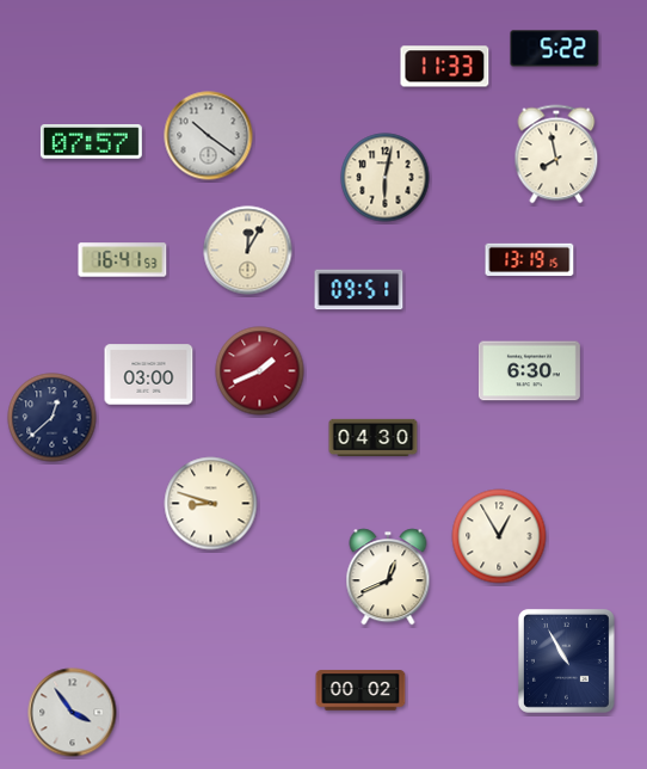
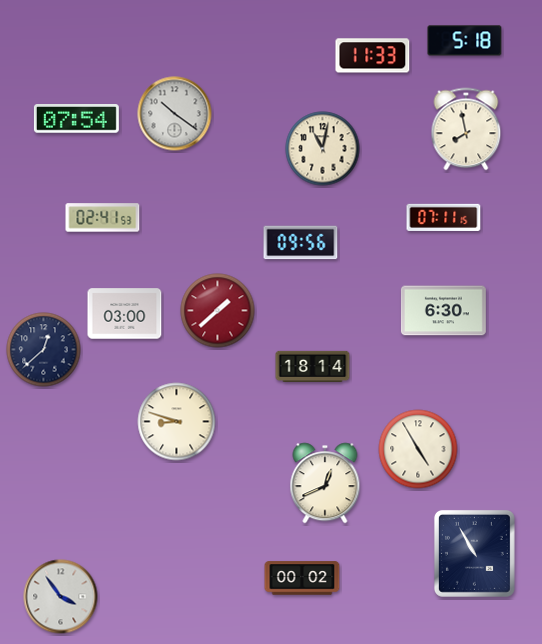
clock at (555, 49): 5:22 -> 5:18
clock at (91, 142): 07:57 -> 07:54
clock at (386, 178): 6:02 -> 11:02
clock at (248, 251): 12:05 -> none
clock at (530, 259): 13:19 -> 07:11
clock at (123, 260): 16:41 -> 02:41
clock at (359, 290): 09:51 -> 09:56
clock at (260, 371): 1:41 -> 1:38
clock at (374, 437): 04:30 -> 18:14
clock at (499, 536): 12:55 -> 4:55
